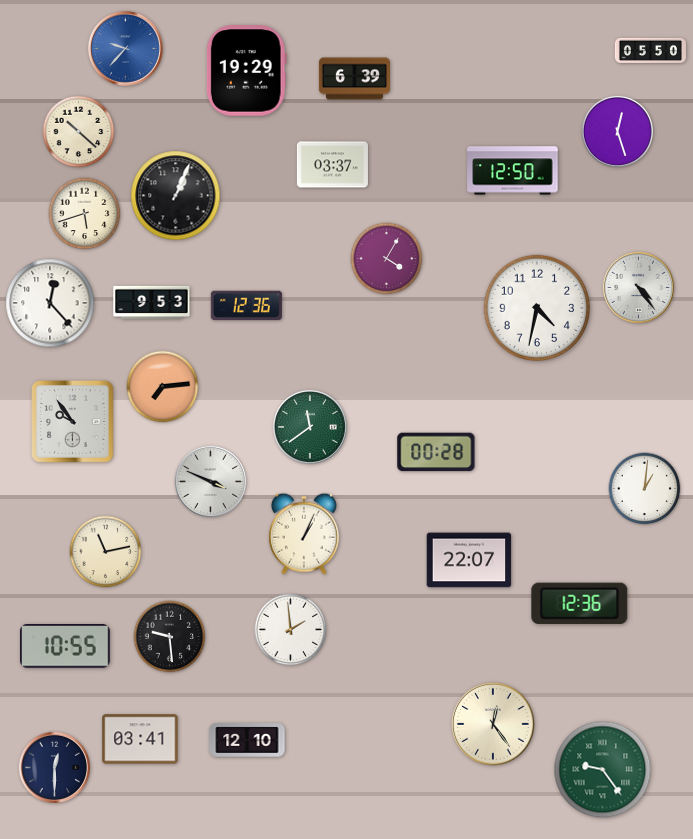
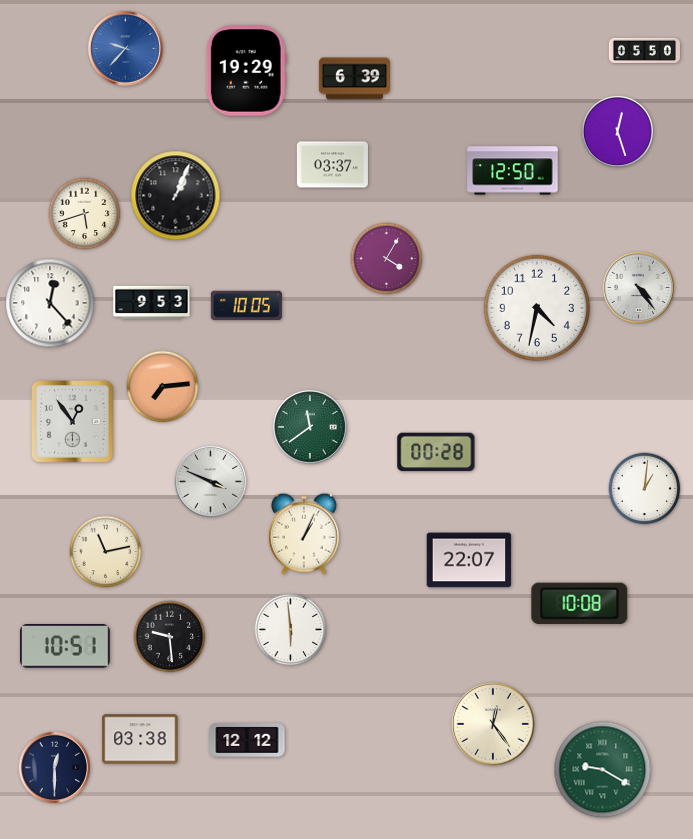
clock at (650, 50) position: (650, 50) -> (644, 50)
clock at (79, 132): 10:22 -> none
clock at (246, 306): 12:36 -> 10:05
clock at (73, 422): 9:54 -> 12:54
clock at (580, 603): 12:36 -> 10:08
clock at (291, 630): 1:59 -> 5:59
clock at (66, 646): 10:55 -> 10:51
clock at (140, 739): 03:41 -> 03:38
clock at (247, 740): 12:10 -> 12:12
clock at (603, 770): 9:24 -> 9:20
